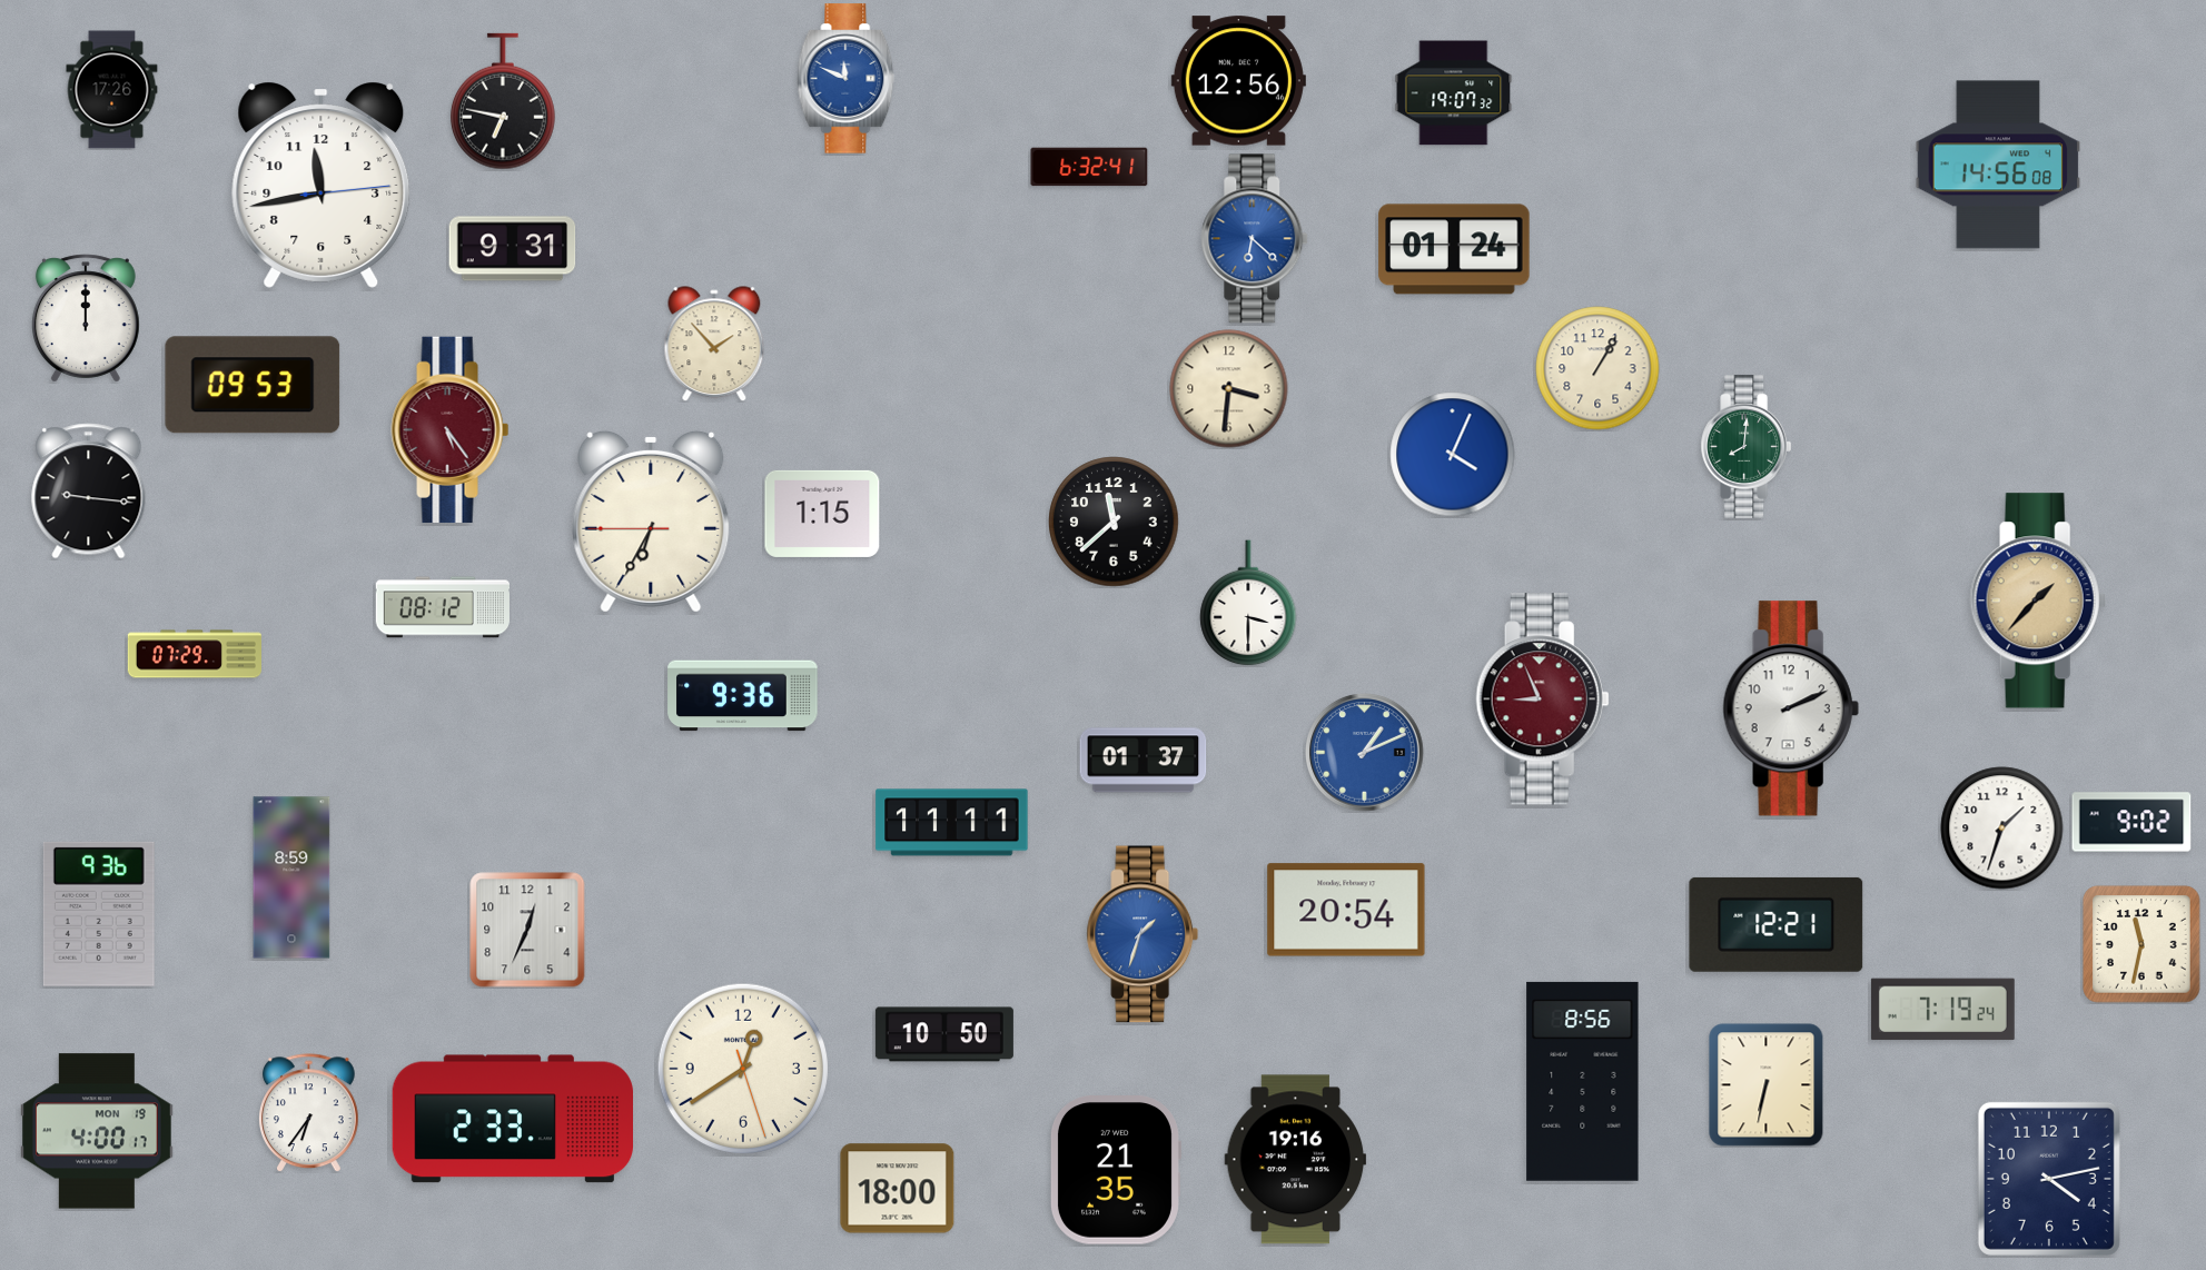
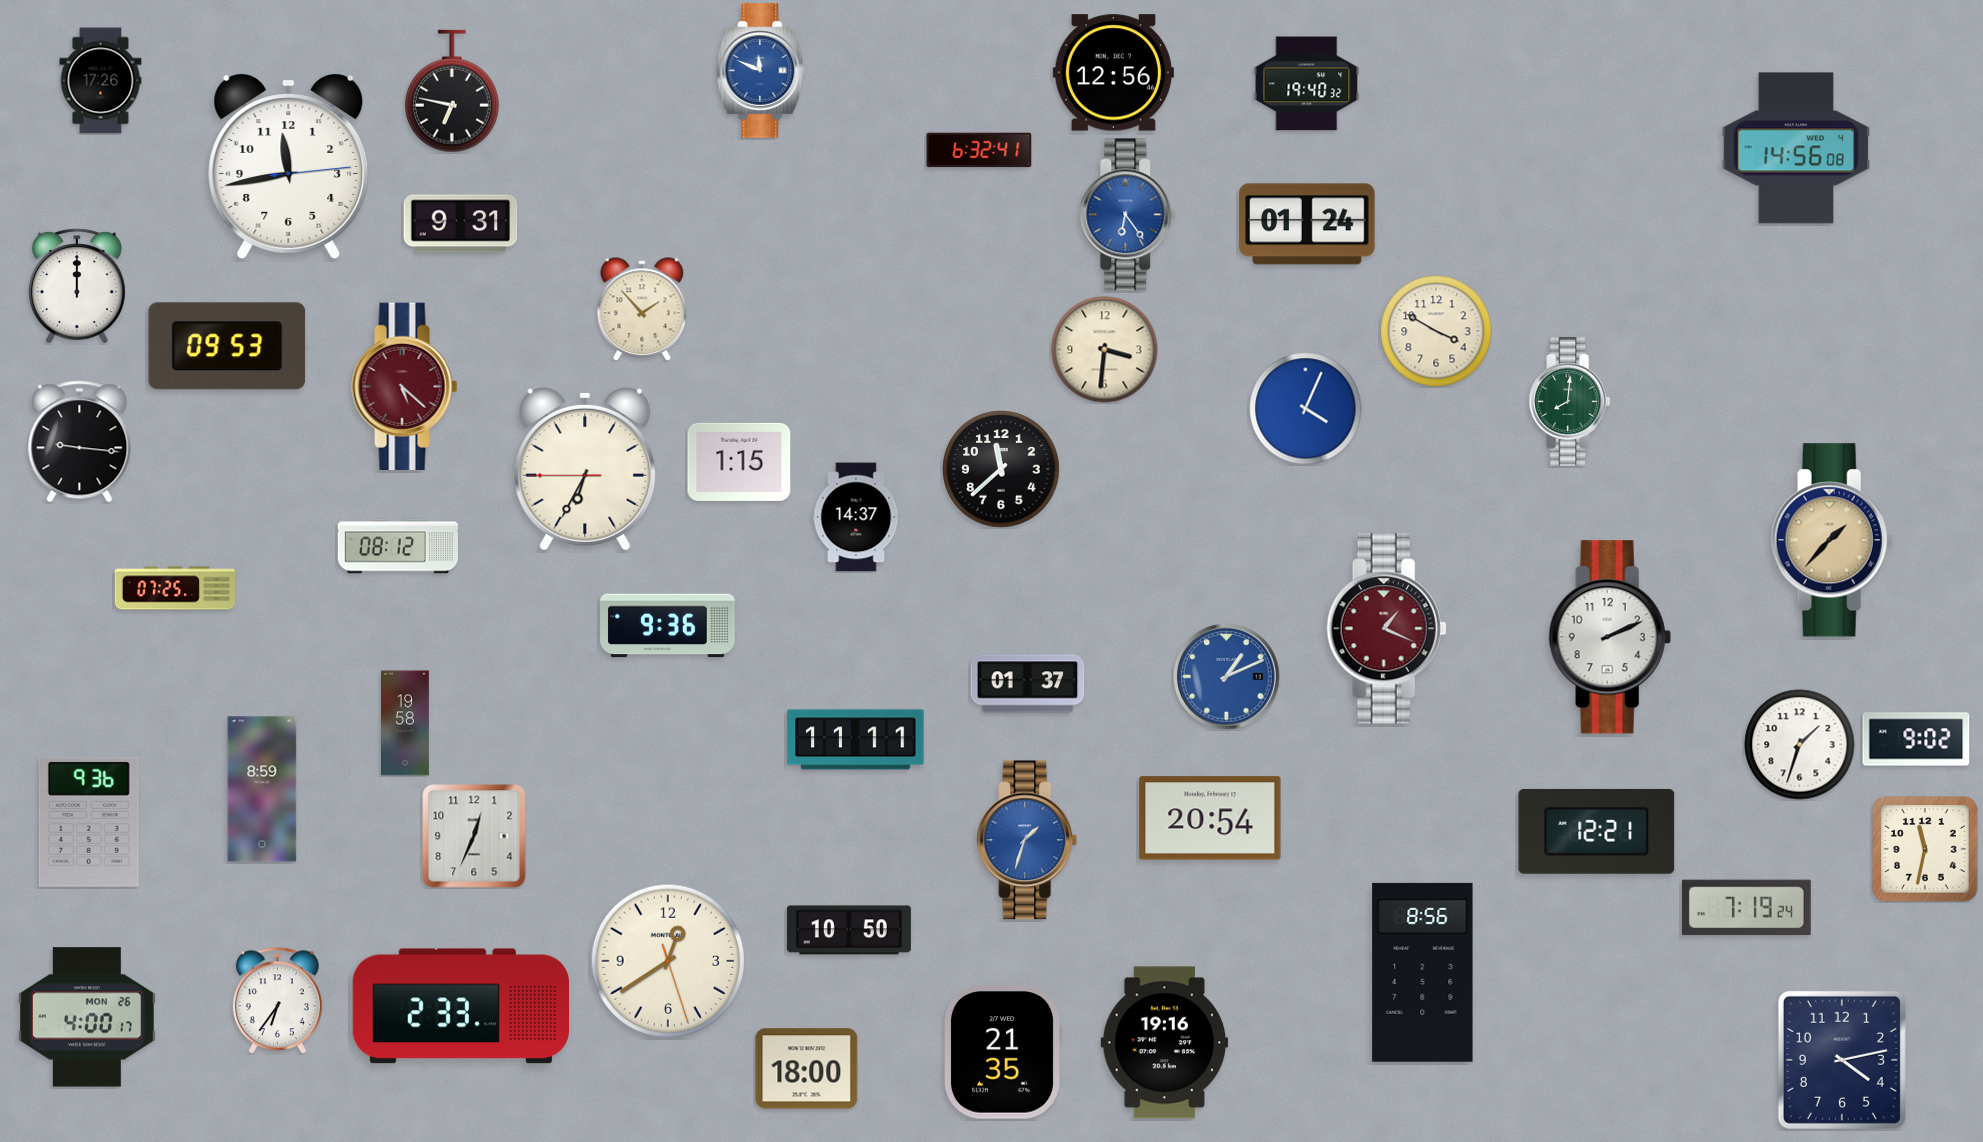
clock at (1454, 93): 19:07 -> 19:40
clock at (1255, 239): 6:22 -> 6:24
clock at (1597, 368): 1:05 -> 3:50
clock at (451, 429): 5:24 -> 5:22
clock at (856, 517): none -> 14:37
clock at (1248, 603): 3:30 -> none
clock at (194, 654): 07:29 -> 07:25
clock at (1542, 700): 8:56 -> 1:19
clock at (406, 723): none -> 19:58
clock at (1767, 1085): 6:32 -> none
clock at (98, 1131) date: MON 19 -> MON 26
